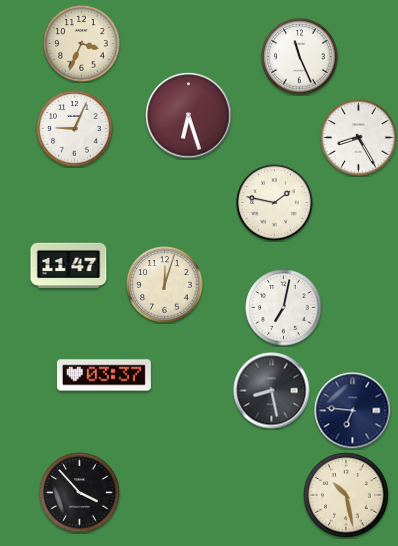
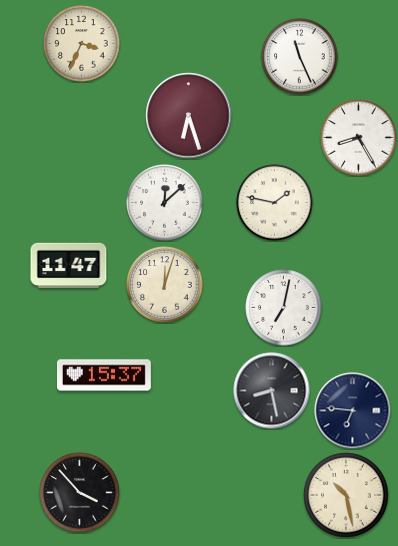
clock at (75, 129): 9:04 -> none
clock at (165, 203): none -> 12:08
clock at (104, 375): 03:37 -> 15:37
